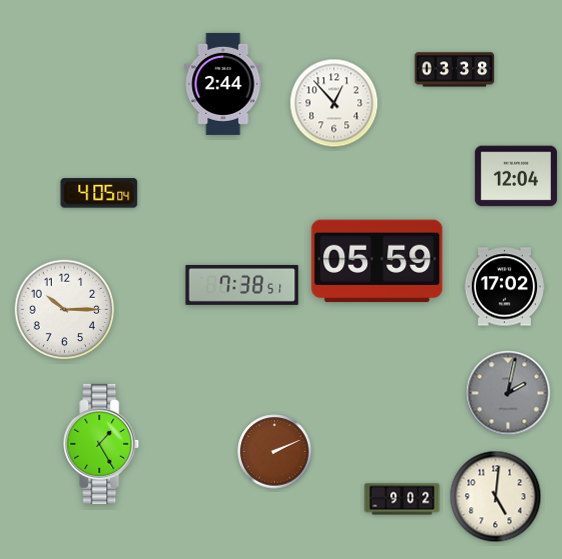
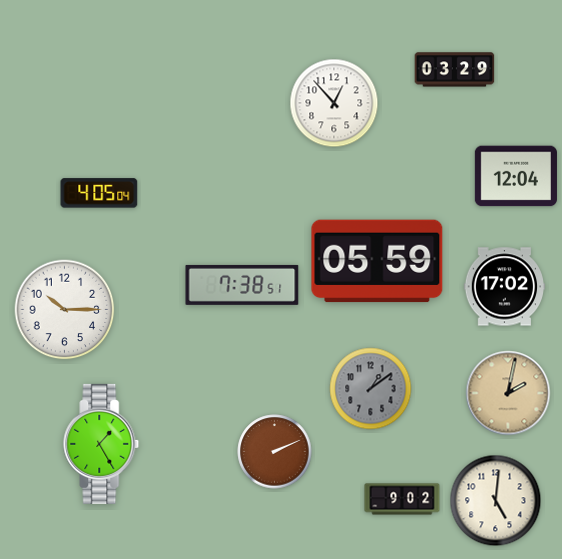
clock at (455, 70): 03:38 -> 03:29
clock at (223, 84): 2:44 -> none
clock at (371, 389): none -> 1:09
clock at (508, 393) dial: grey -> champagne
clock at (496, 497) position: (496, 497) -> (496, 501)
